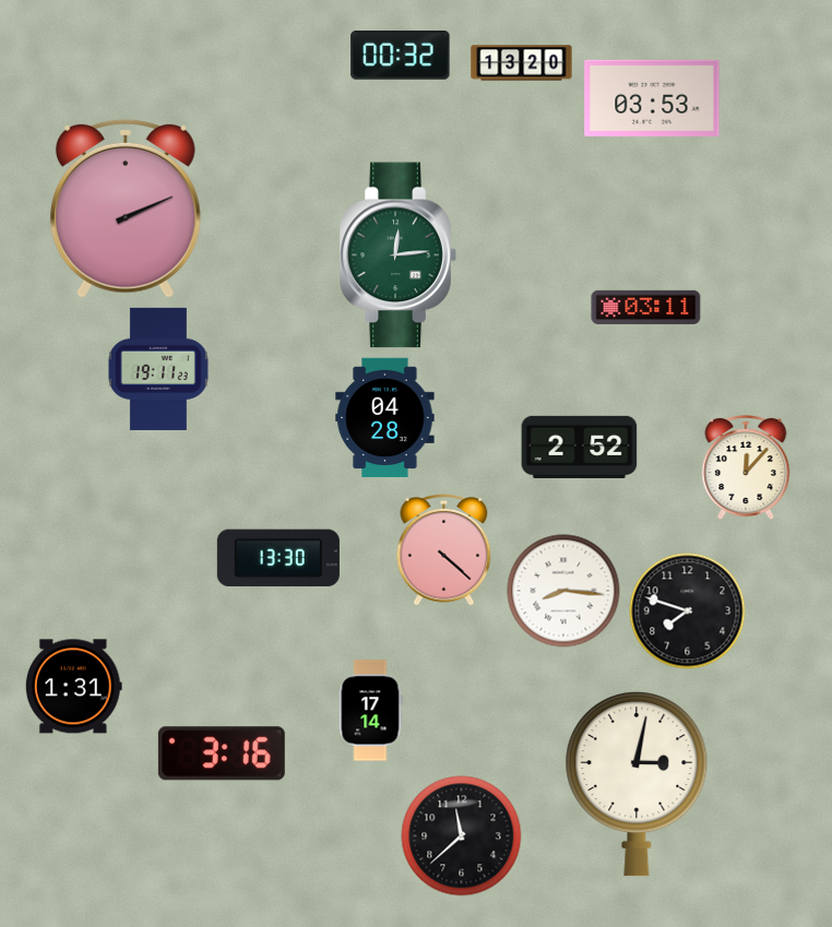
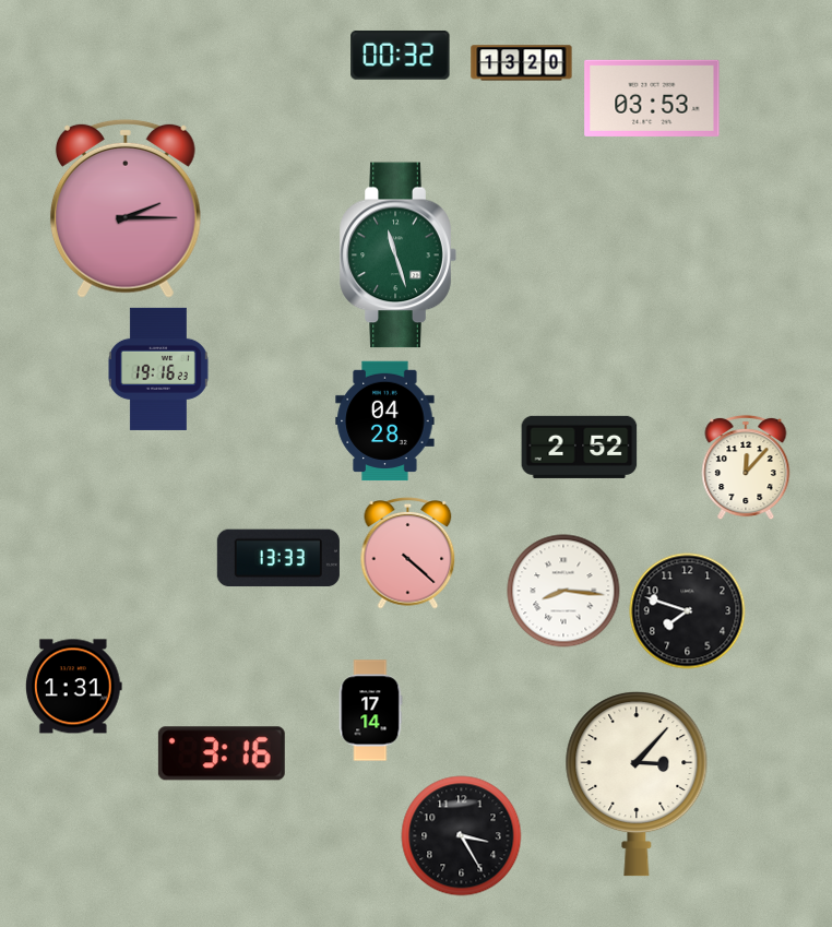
clock at (126, 209): 2:11 -> 2:15
clock at (397, 255): 12:14 -> 11:27
clock at (646, 307): 03:11 -> none
clock at (158, 369): 19:11 -> 19:16
clock at (385, 418) position: (385, 418) -> (385, 421)
clock at (444, 550) position: (444, 550) -> (408, 554)
clock at (278, 558): 13:30 -> 13:33
clock at (637, 784): 3:02 -> 3:07
clock at (462, 836): 11:38 -> 3:25
